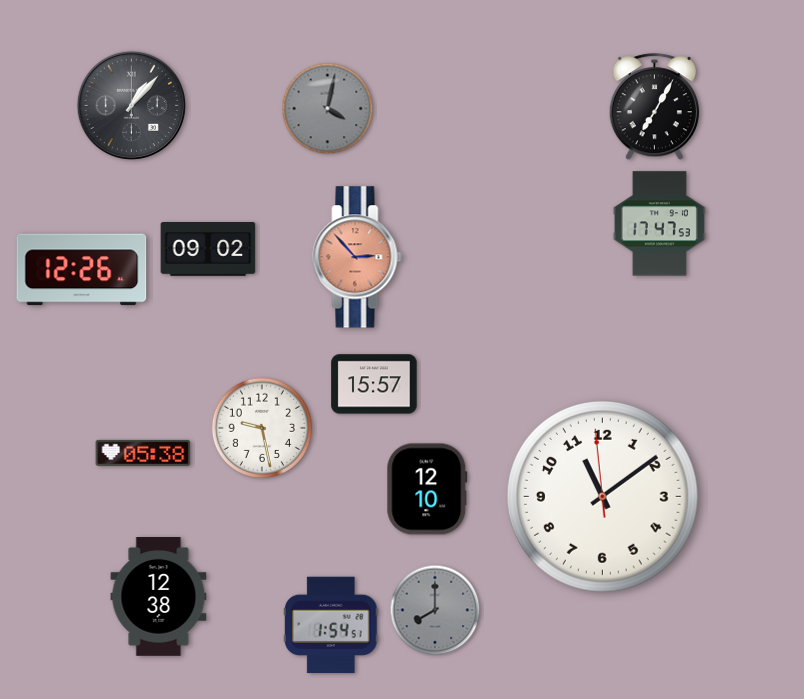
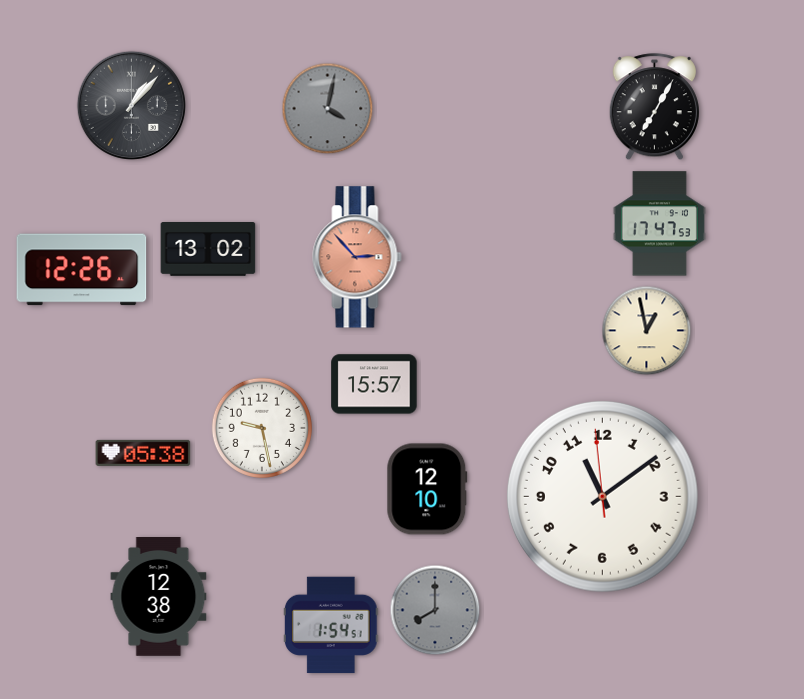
clock at (208, 250): 09:02 -> 13:02
clock at (647, 331): none -> 12:58
